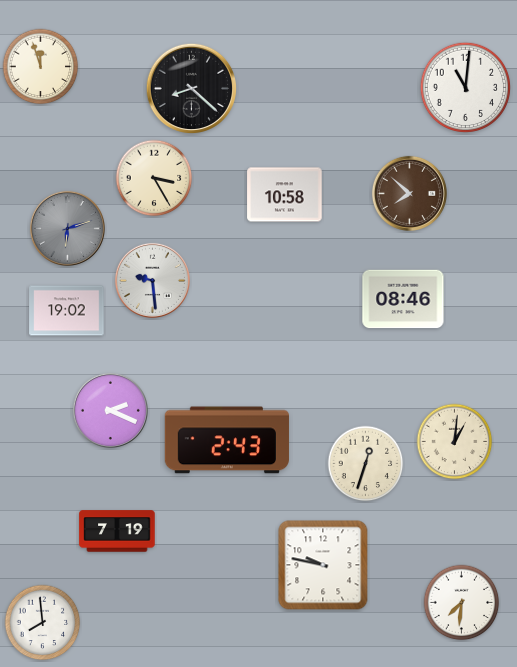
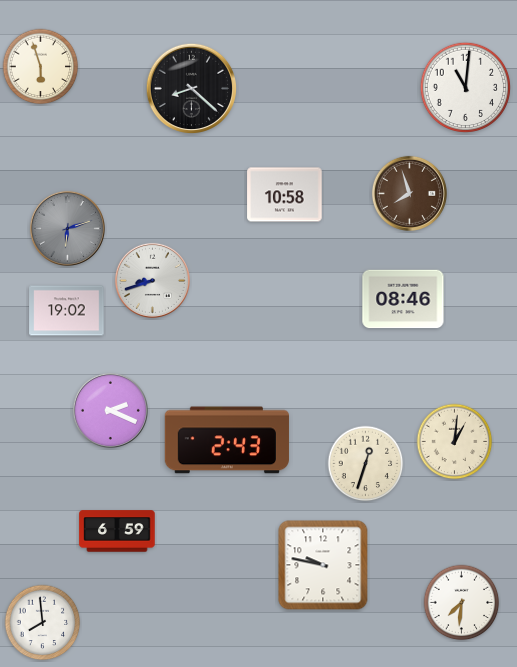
clock at (41, 67): 11:57 -> 5:57
clock at (154, 178): 3:25 -> none
clock at (409, 193): 7:52 -> 7:57
clock at (152, 280): 9:29 -> 8:42
clock at (117, 531): 7:19 -> 6:59
